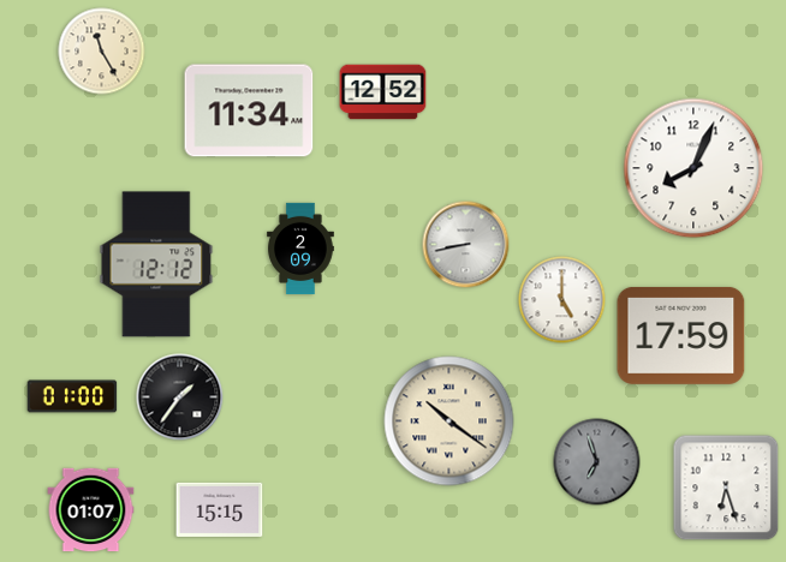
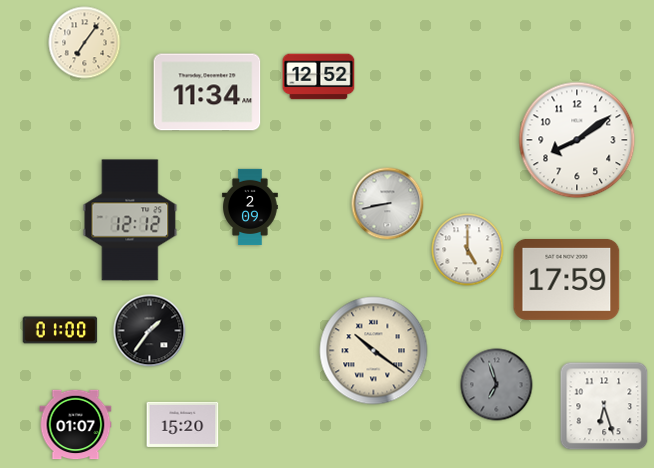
clock at (102, 52): 11:25 -> 7:06
clock at (693, 168): 8:04 -> 8:09
clock at (220, 509): 15:15 -> 15:20
